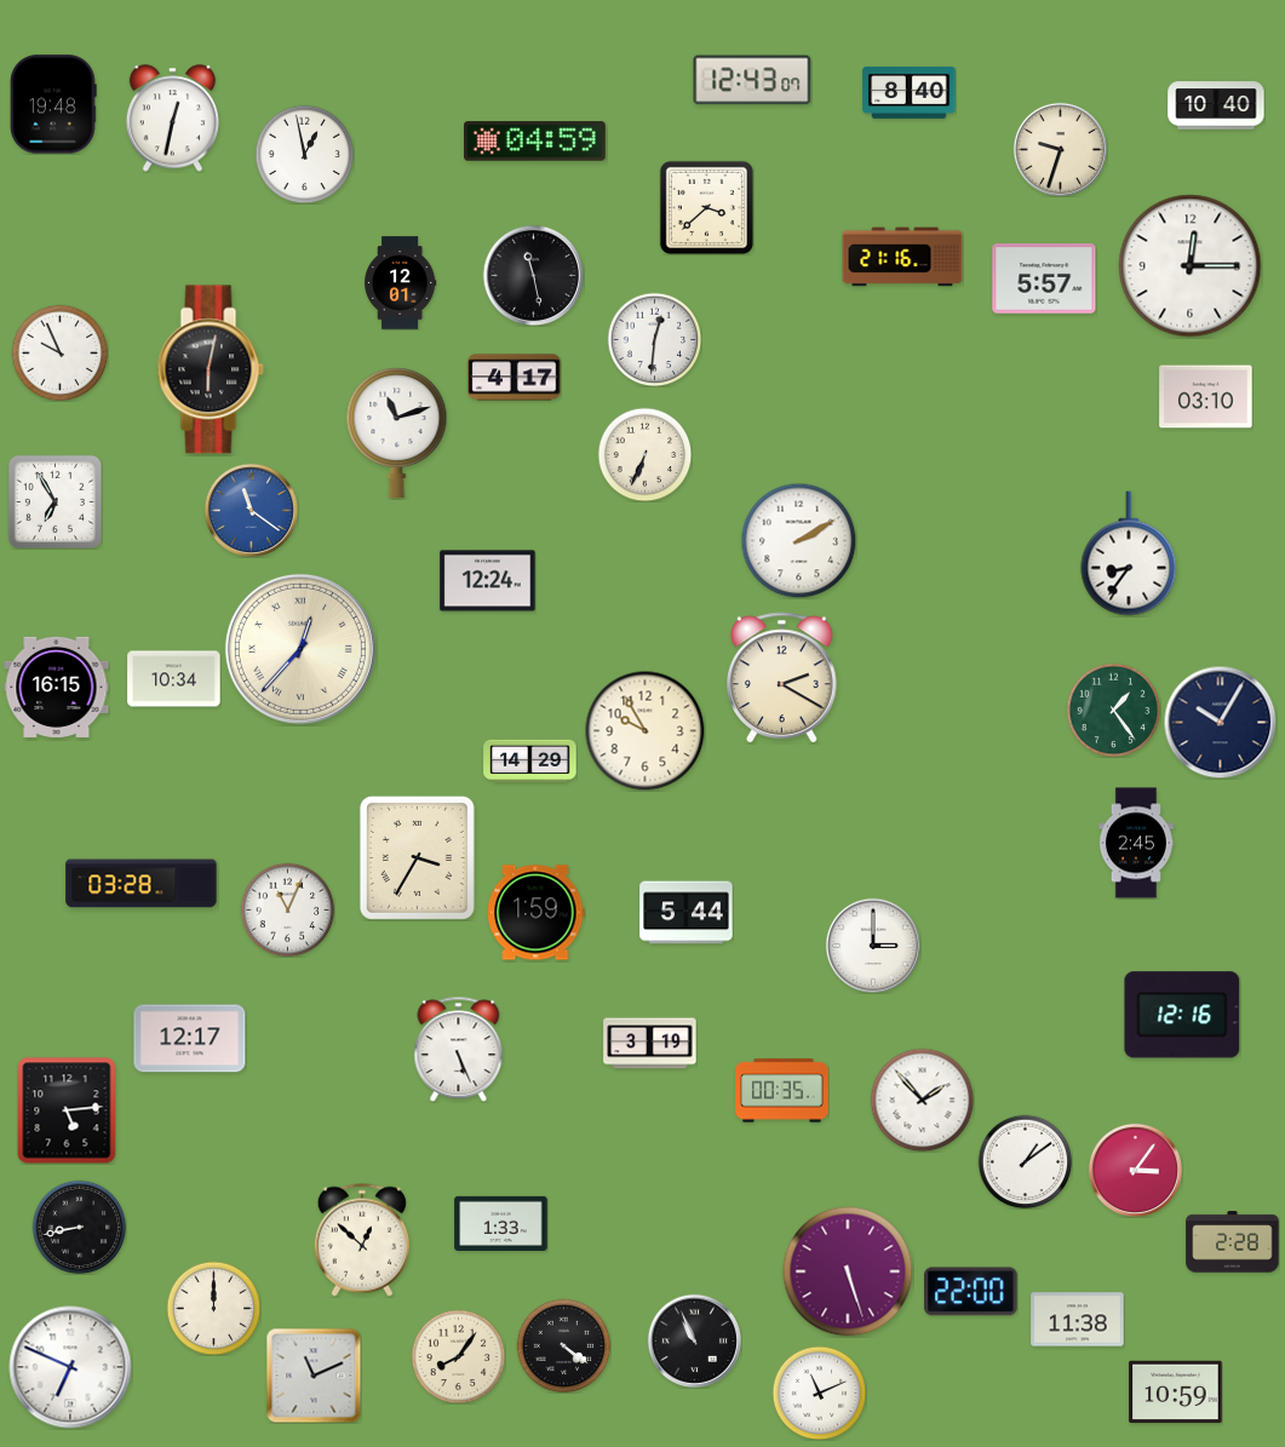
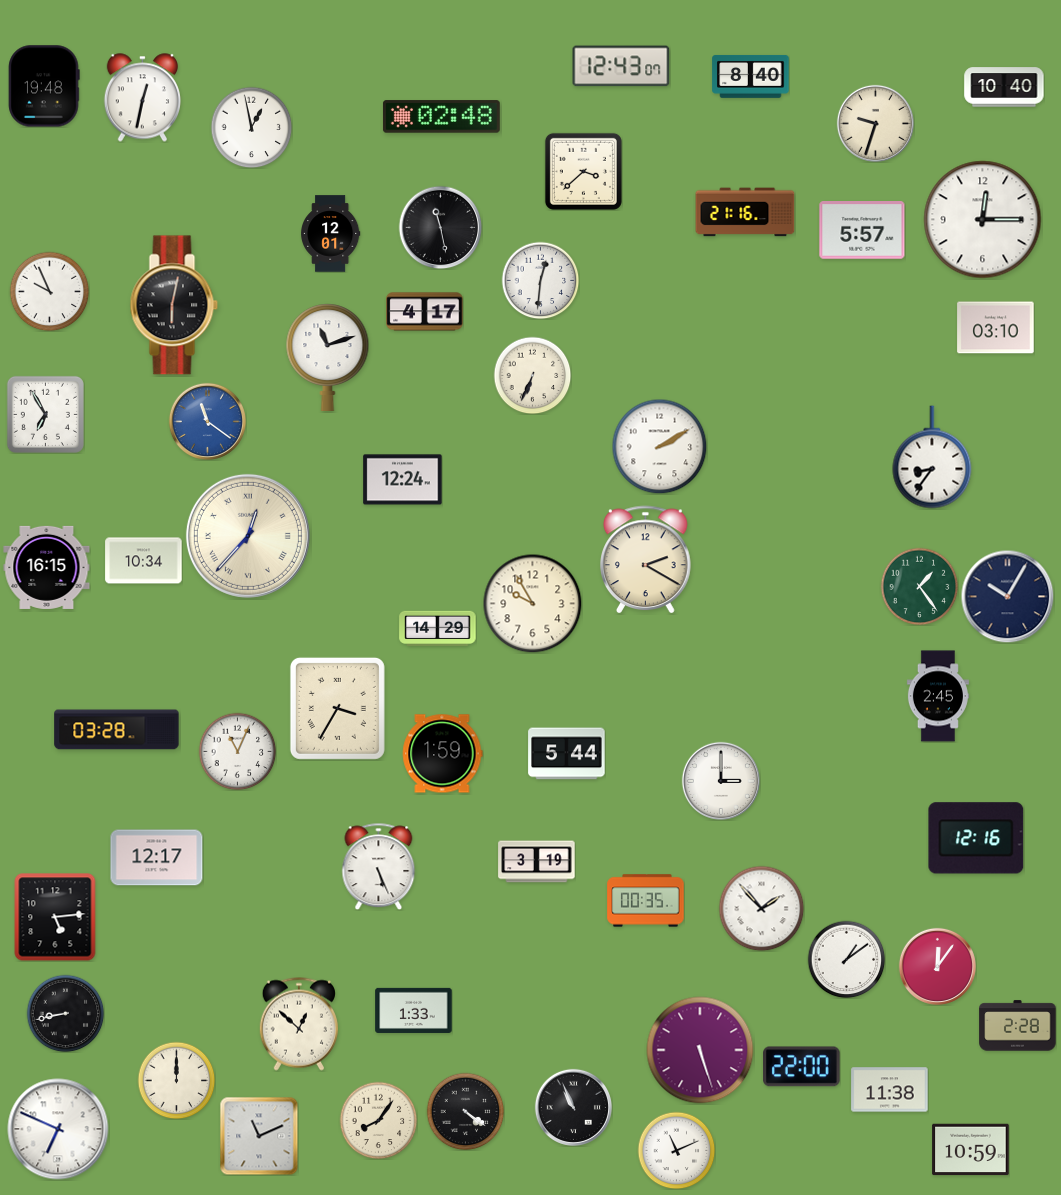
clock at (534, 142): 04:59 -> 02:48
clock at (417, 857) position: (417, 857) -> (337, 708)
clock at (1135, 1170): 3:06 -> 12:06
